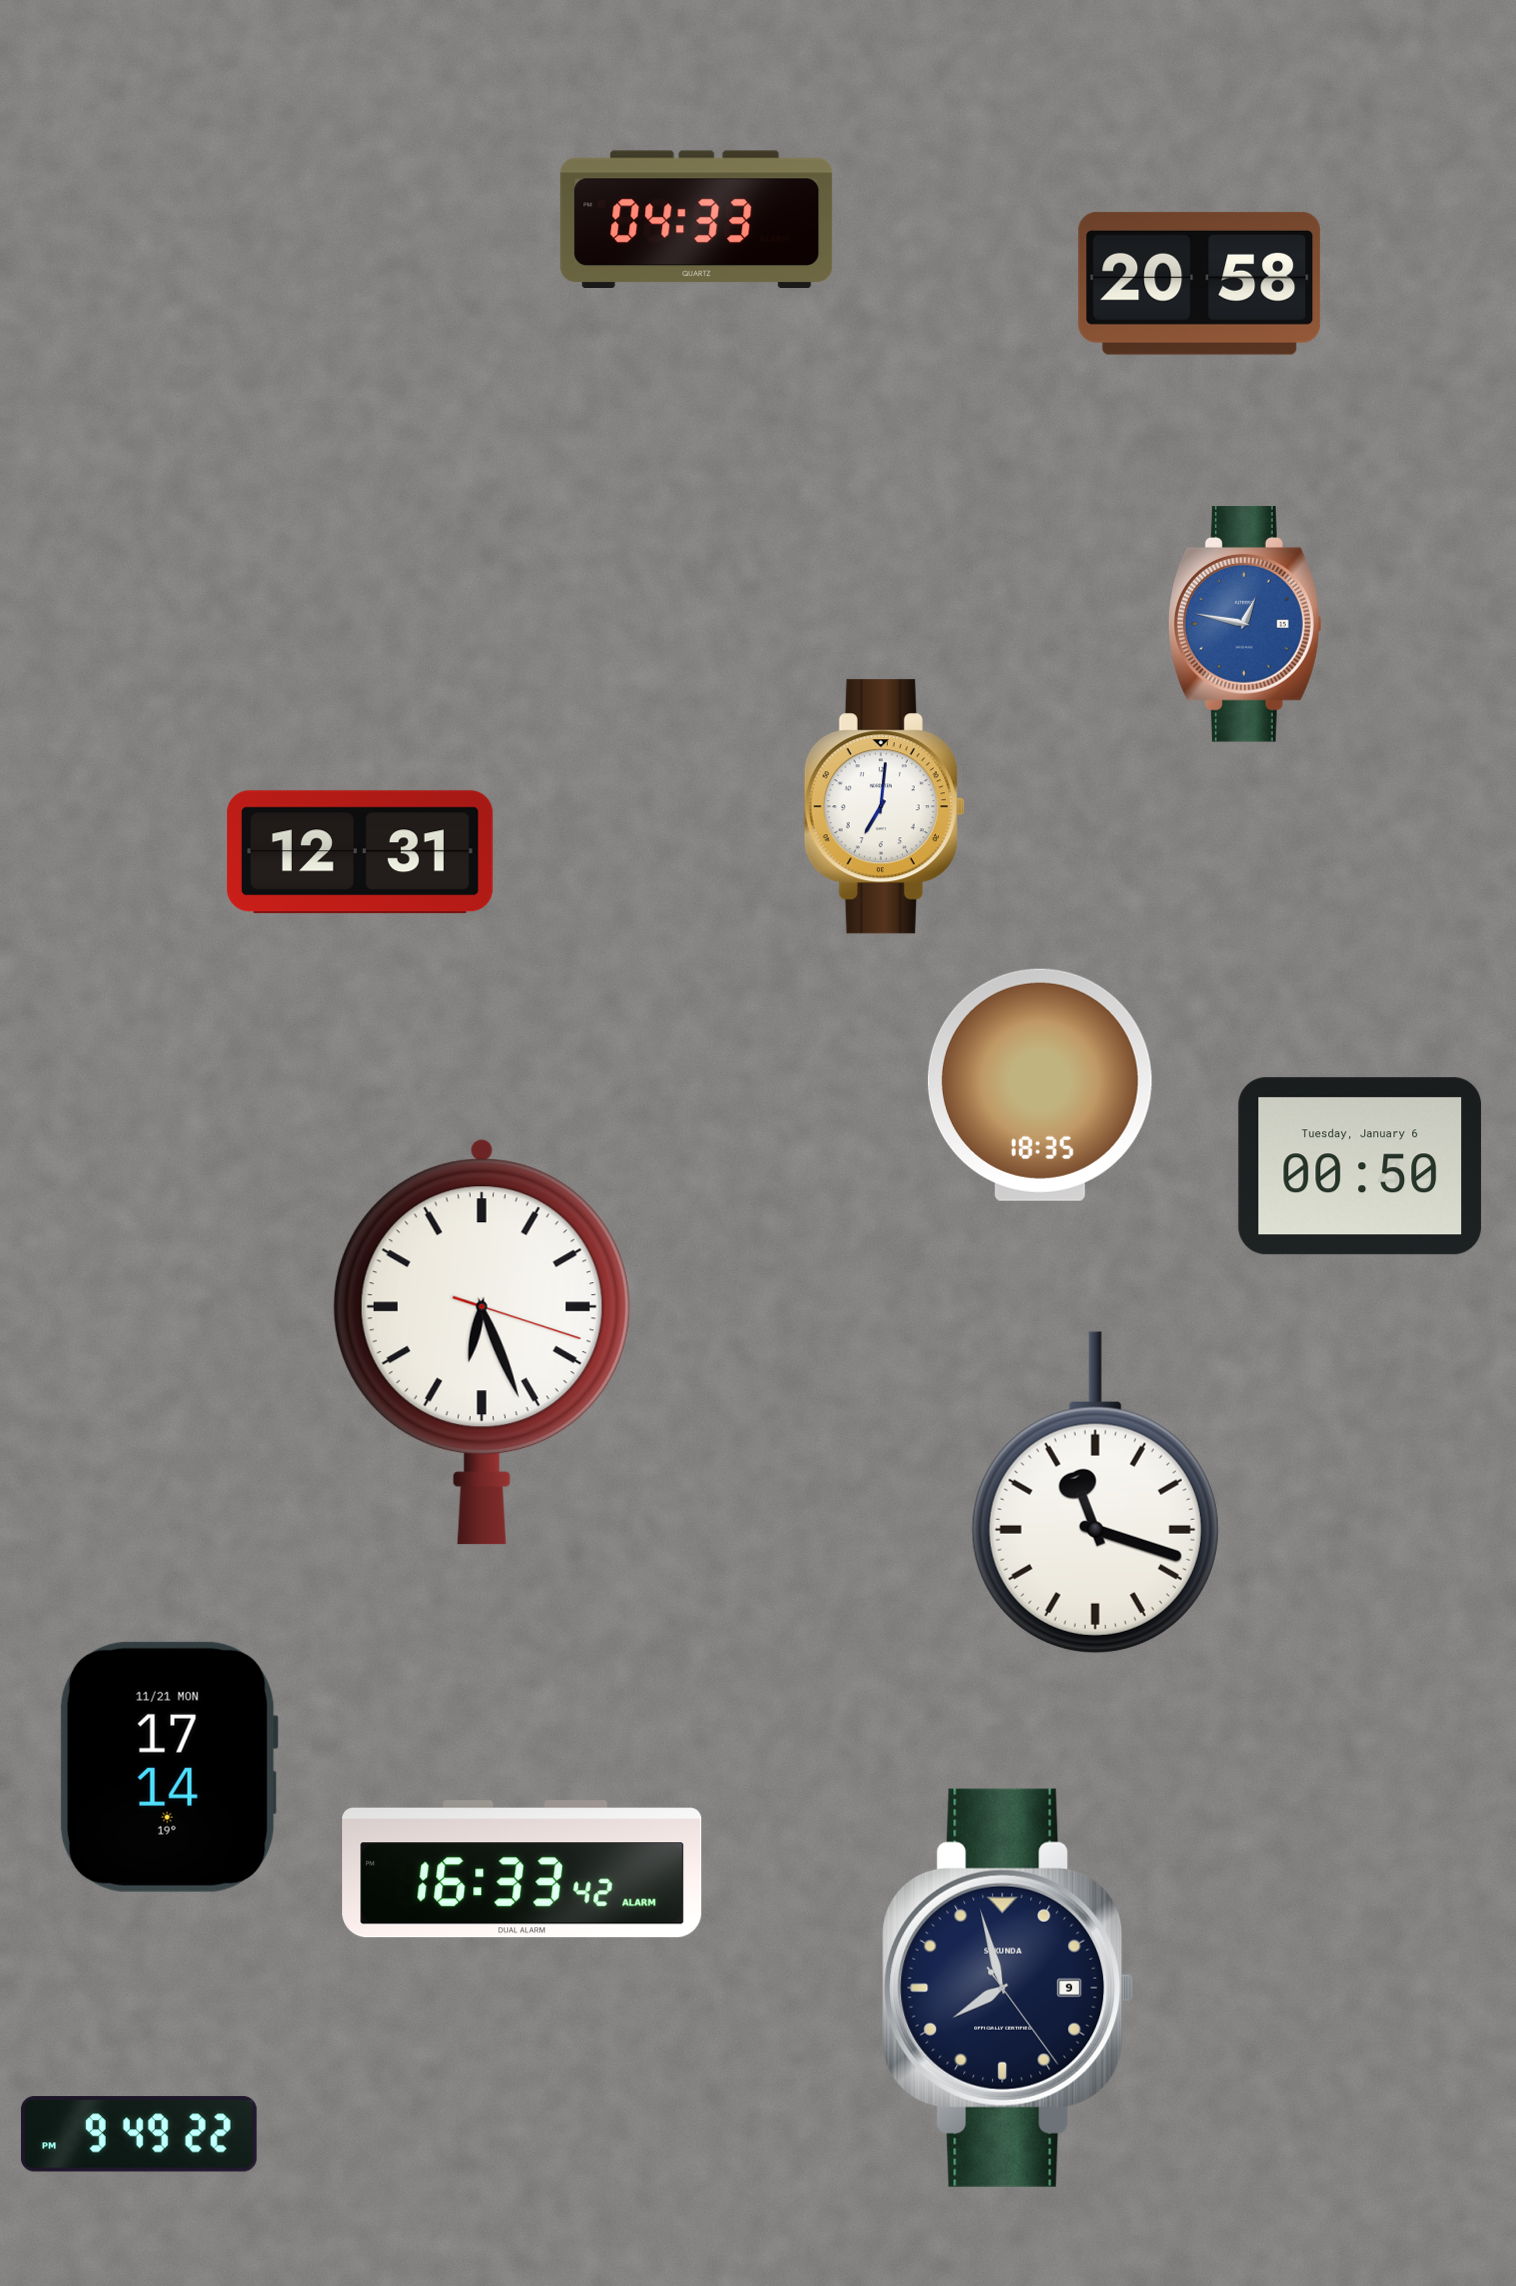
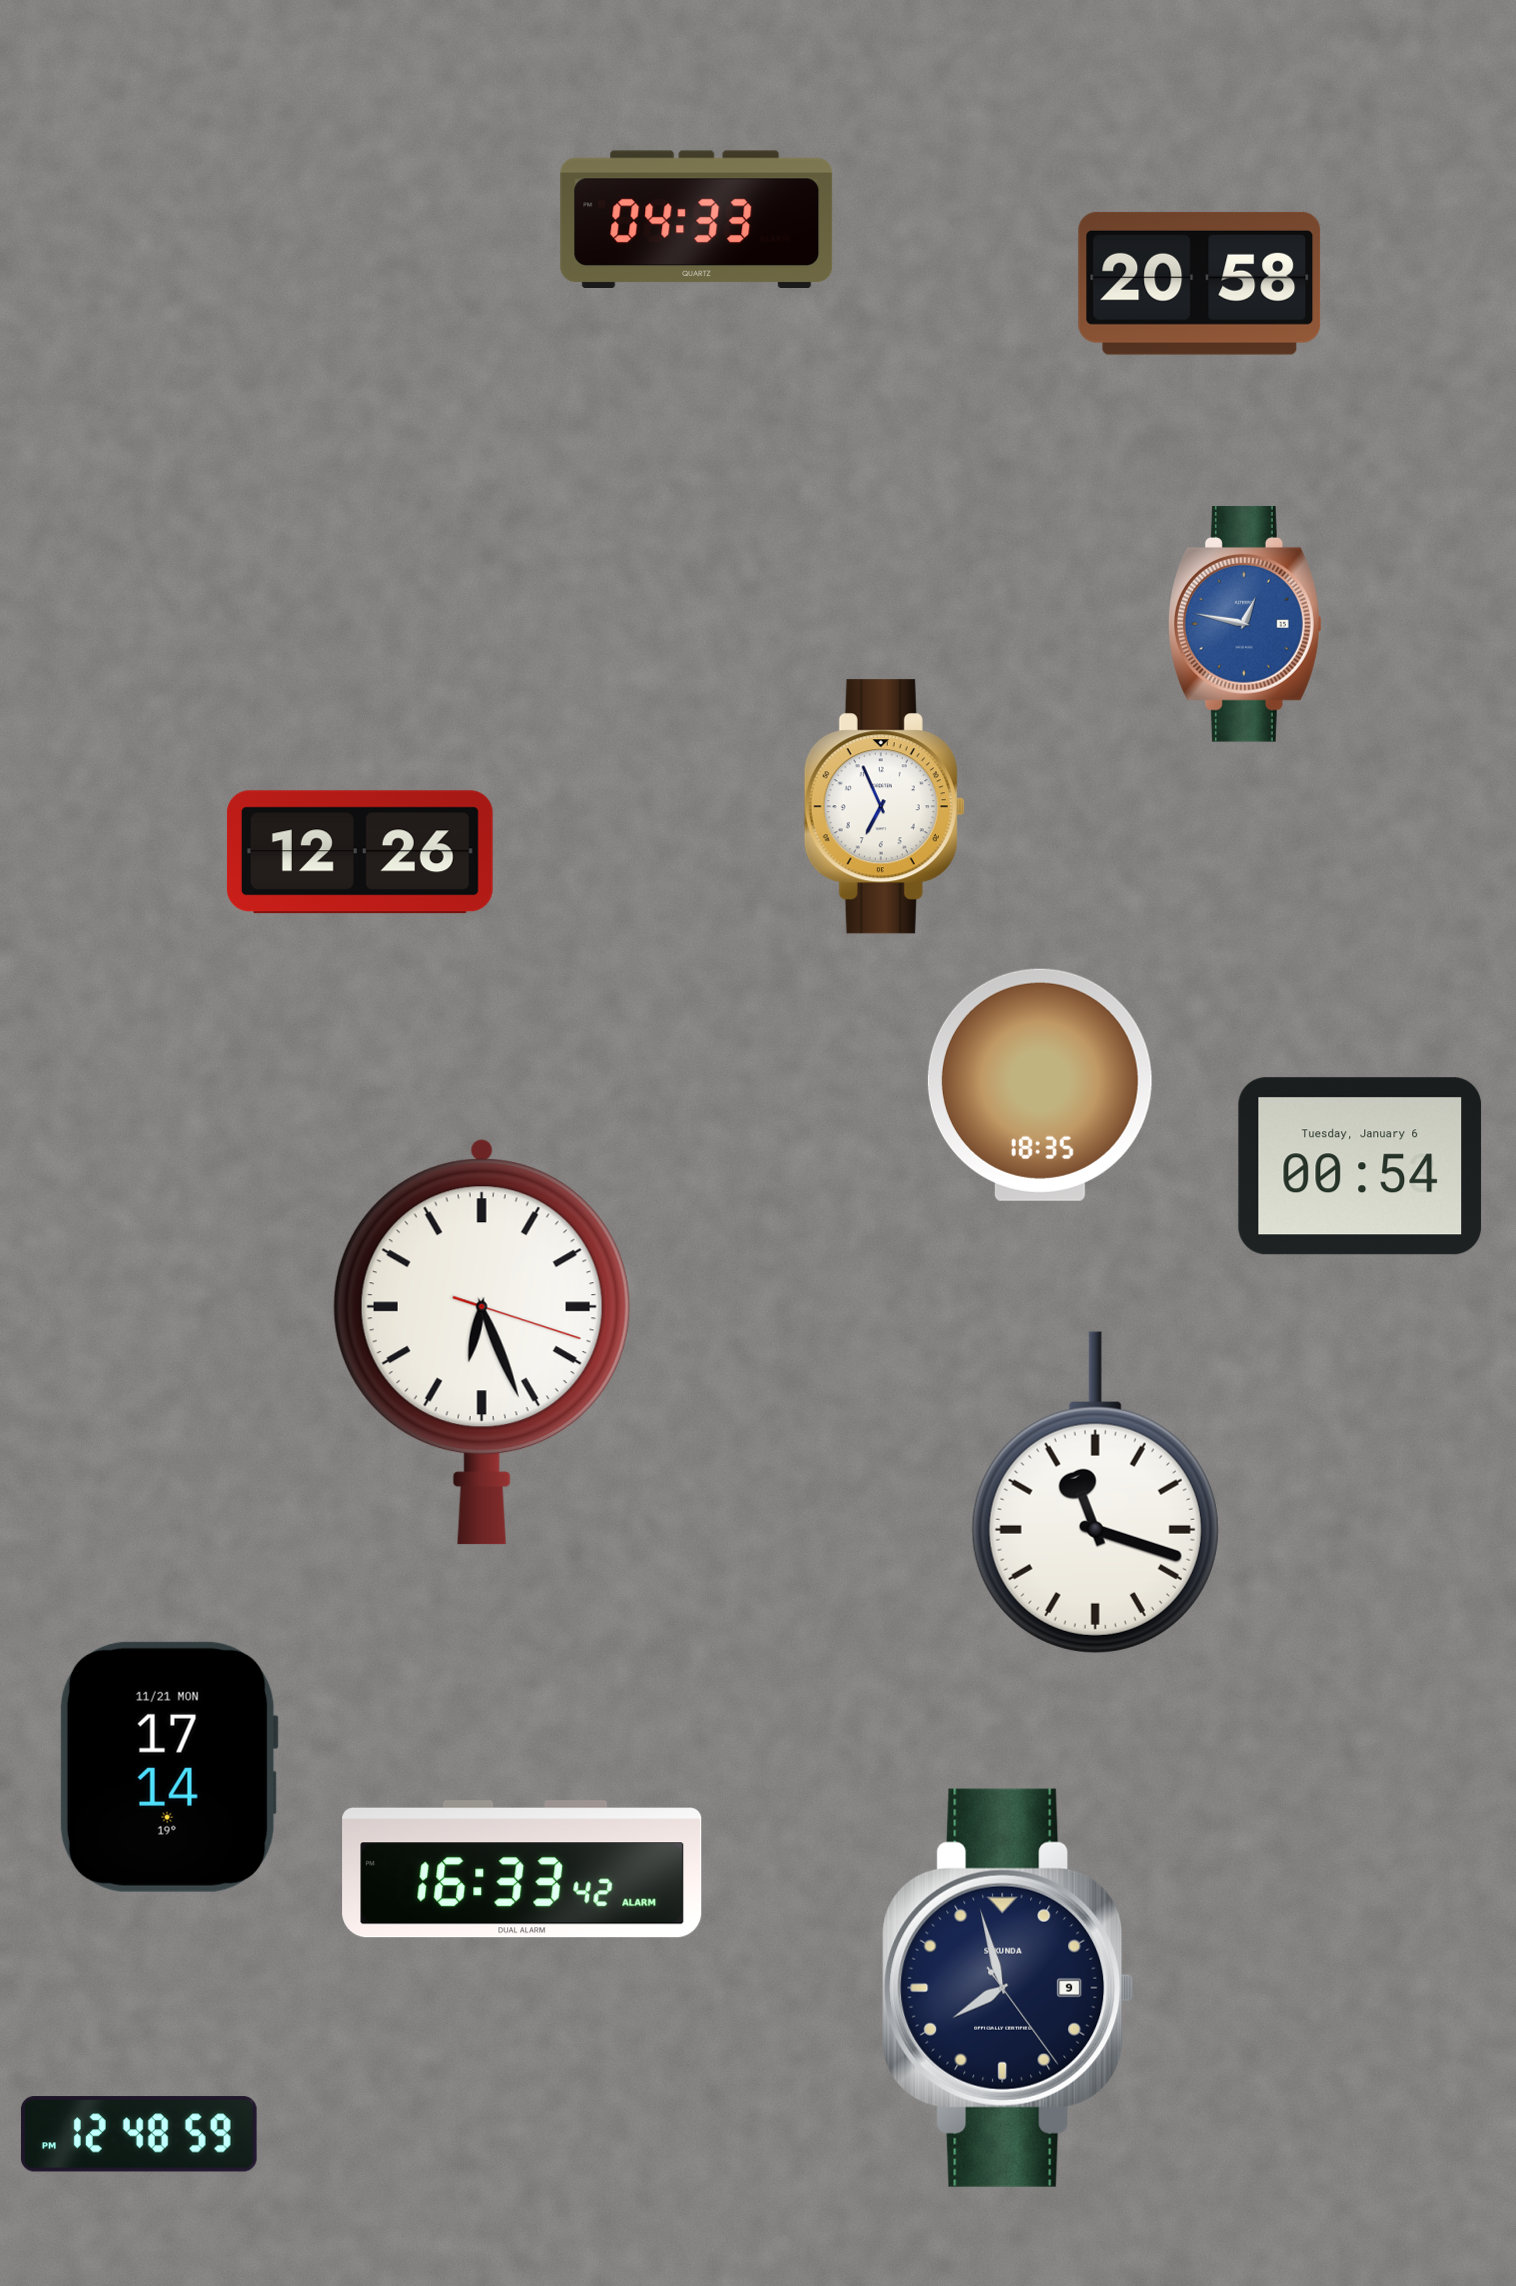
clock at (884, 807): 7:01 -> 6:56
clock at (360, 852): 12:31 -> 12:26
clock at (1360, 1166): 00:50 -> 00:54
clock at (139, 2134): 9:49 -> 12:48
